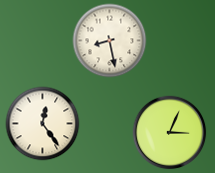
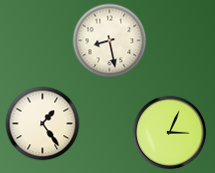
clock at (43, 124): 12:24 -> 1:24
